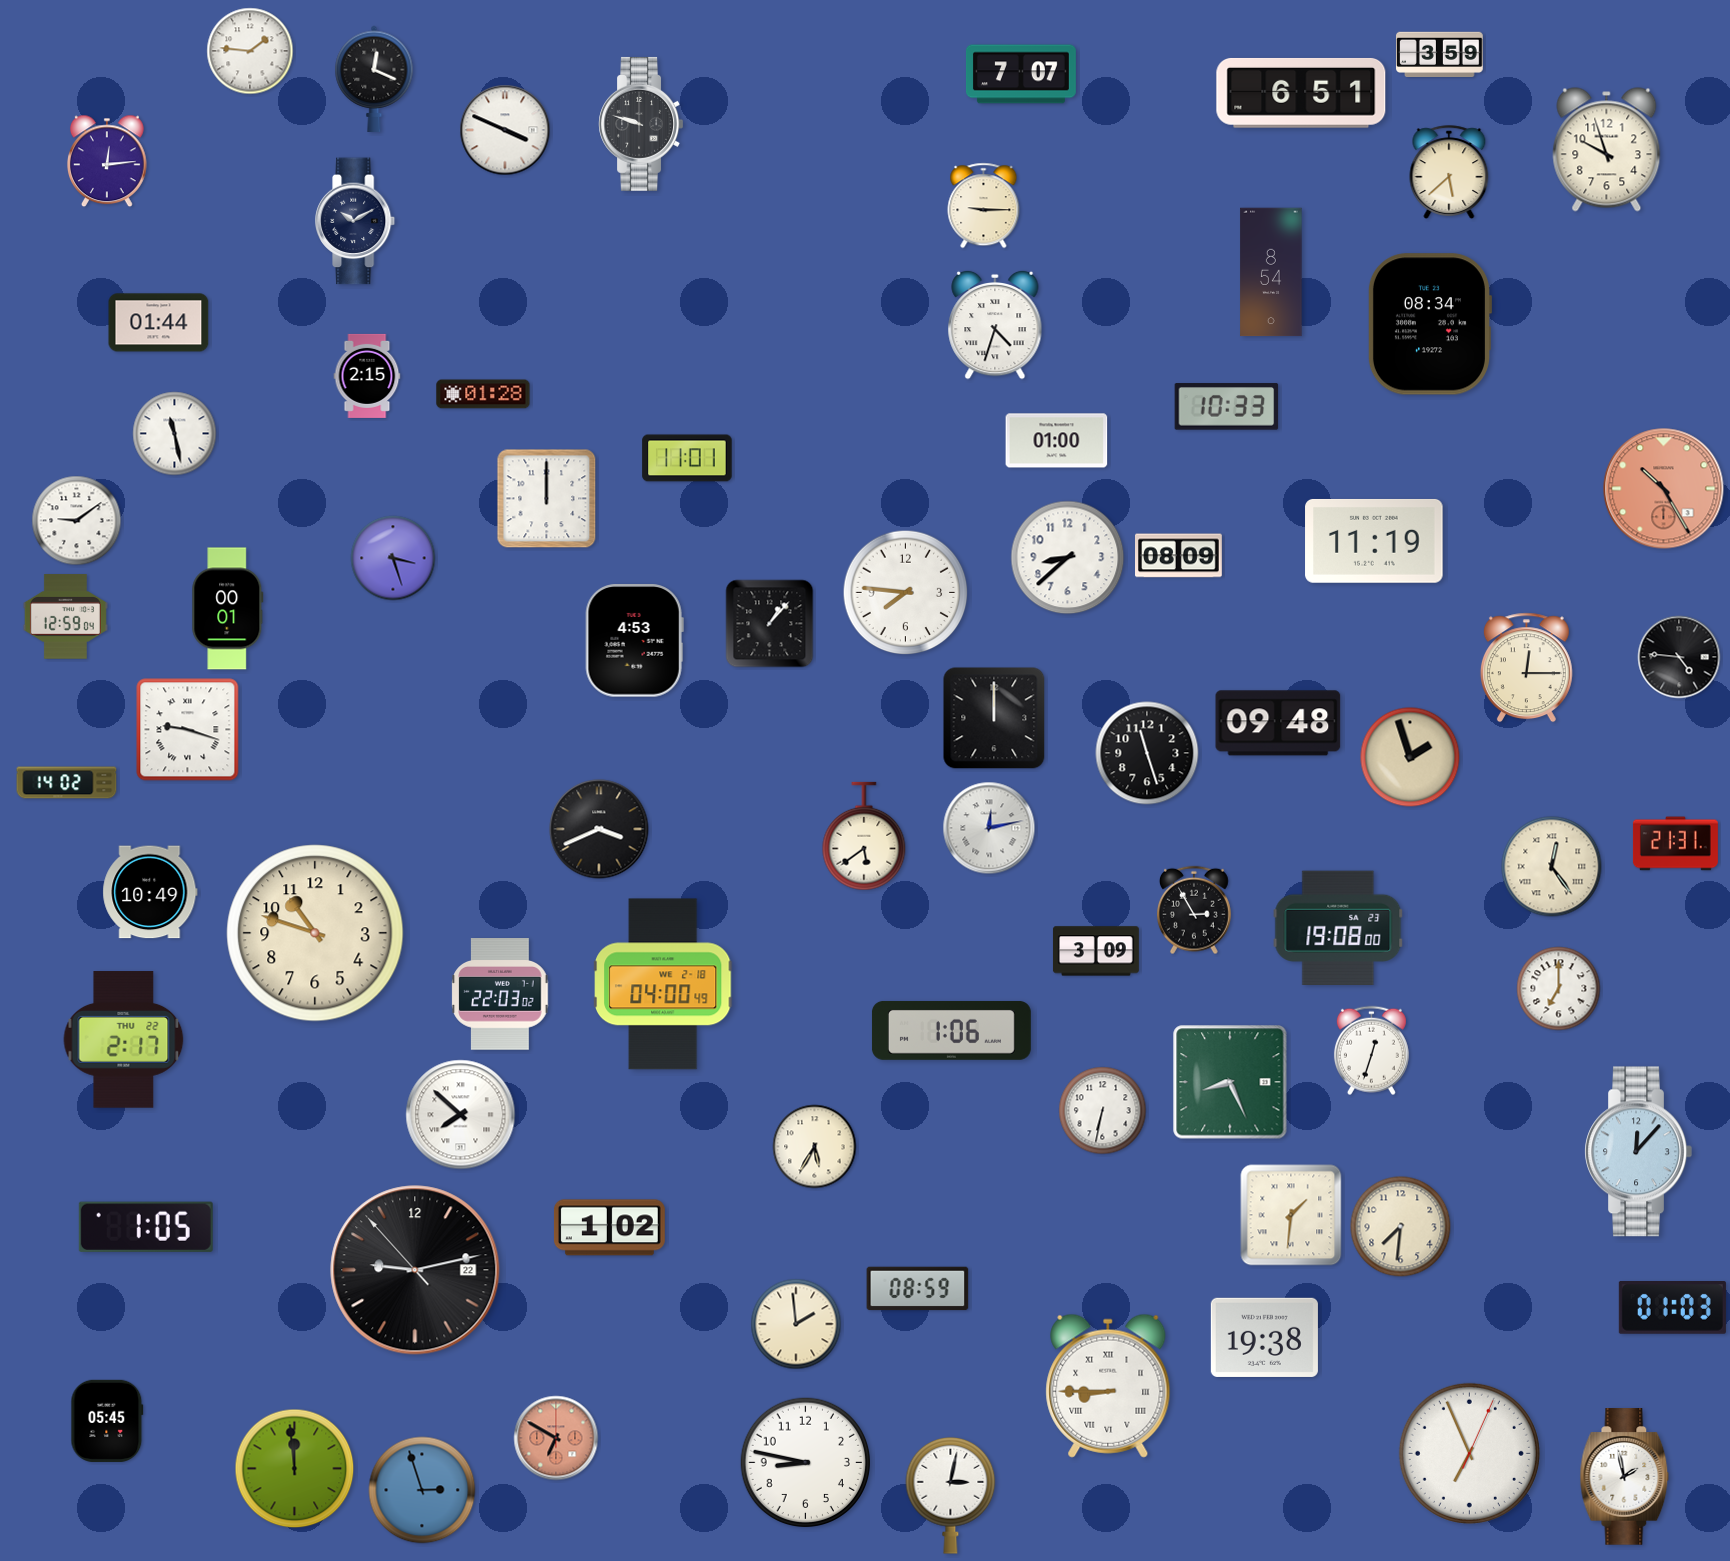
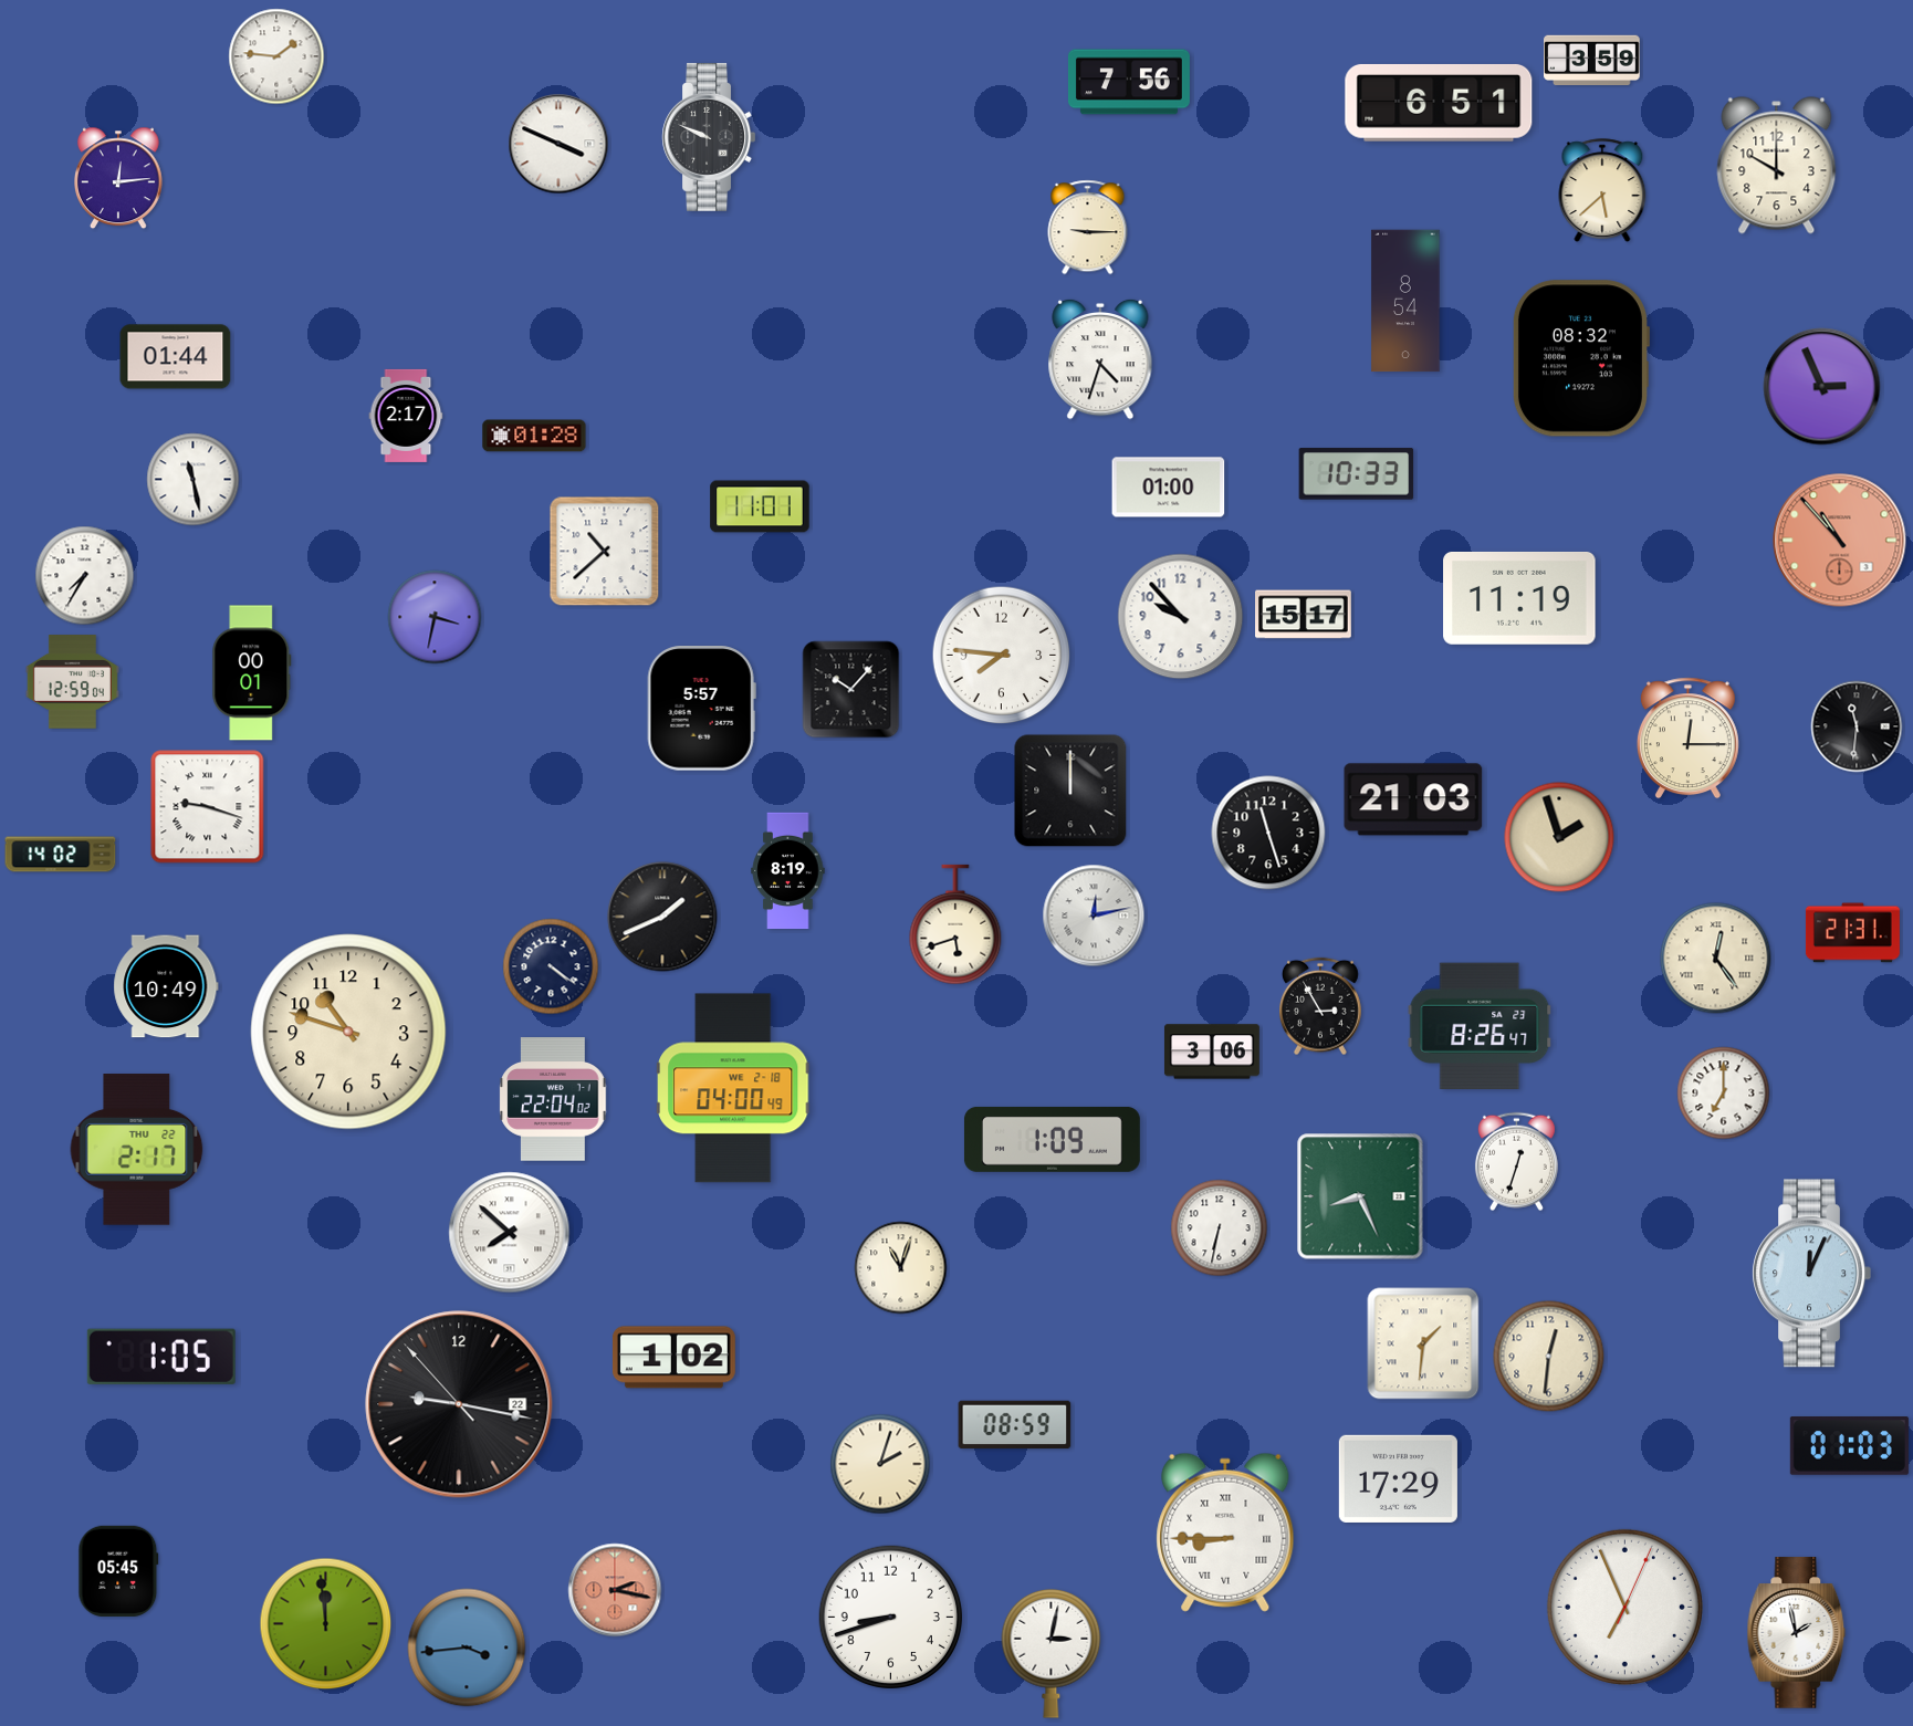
clock at (1021, 74): 7:07 -> 7:56
clock at (374, 78): 12:19 -> none
clock at (640, 124): 9:48 -> 9:49
clock at (1607, 150): 9:57 -> 10:00
clock at (356, 221): 10:10 -> none
clock at (1429, 324): 08:34 -> 08:32
clock at (1822, 387): none -> 2:56
clock at (367, 376): 2:15 -> 2:17
clock at (1227, 407) position: (1227, 407) -> (1357, 474)
clock at (1664, 489): 10:25 -> 10:53
clock at (547, 499): 12:00 -> 10:38
clock at (77, 521): 9:09 -> 7:35
clock at (1179, 556): 08:09 -> 15:17
clock at (393, 558): 3:27 -> 3:32
clock at (1068, 558): 8:38 -> 9:53
clock at (770, 624): 1:07 -> 10:07
clock at (634, 641): 4:53 -> 5:57
clock at (1679, 657): 4:46 -> 11:31
clock at (994, 718) position: (994, 718) -> (1070, 791)
clock at (1278, 723): 09:48 -> 21:03
clock at (67, 783) position: (67, 783) -> (61, 855)
clock at (788, 871): none -> 8:19
clock at (599, 829): 3:41 -> 1:41
clock at (864, 836): 5:39 -> 5:42
clock at (551, 966): none -> 4:21
clock at (1338, 927): 19:08 -> 8:26
clock at (1096, 951): 3:09 -> 3:06
clock at (500, 994): 22:03 -> 22:04
clock at (951, 1030): 1:06 -> 1:09
clock at (815, 1147): 5:35 -> 11:03
clock at (1638, 1152): 12:07 -> 12:04
clock at (1291, 1215) position: (1291, 1215) -> (1423, 1343)
clock at (1401, 1227): 7:31 -> 12:31
clock at (415, 1270): 9:12 -> 9:16
clock at (796, 1324): 1:59 -> 2:03
clock at (1264, 1337): 19:38 -> 17:29
clock at (556, 1438): 6:50 -> 2:17
clock at (805, 1462): 8:47 -> 8:42
clock at (422, 1490): 2:57 -> 3:44
